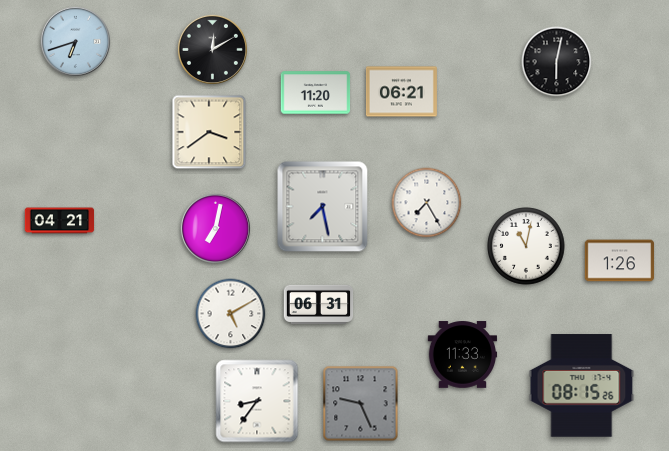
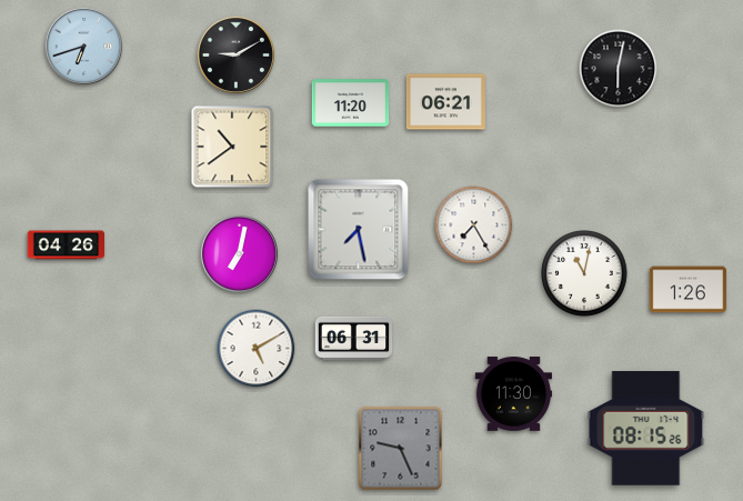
clock at (212, 49): 12:10 -> 9:10
clock at (209, 132): 3:39 -> 10:39
clock at (60, 221): 04:21 -> 04:26
clock at (463, 355): 11:33 -> 11:30
clock at (257, 401): 8:36 -> none
